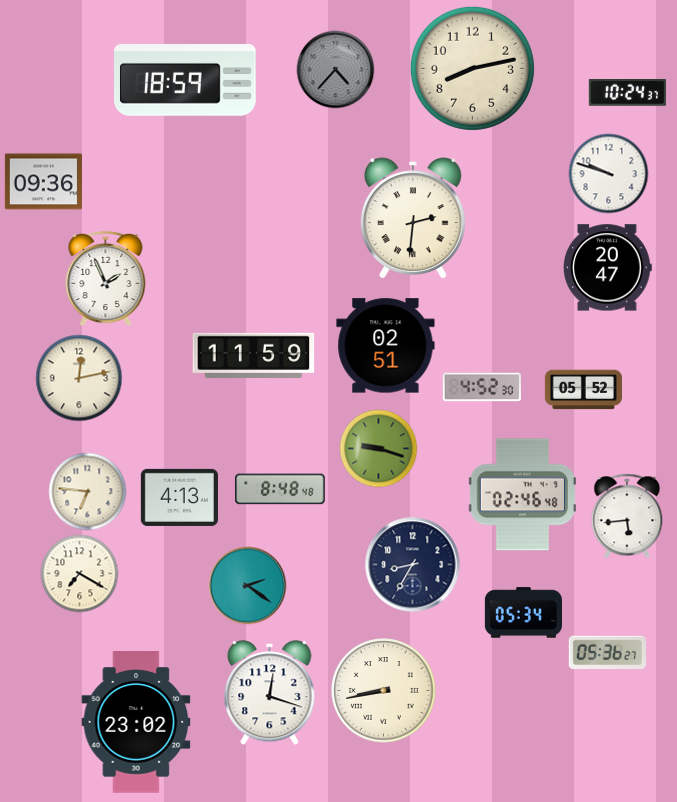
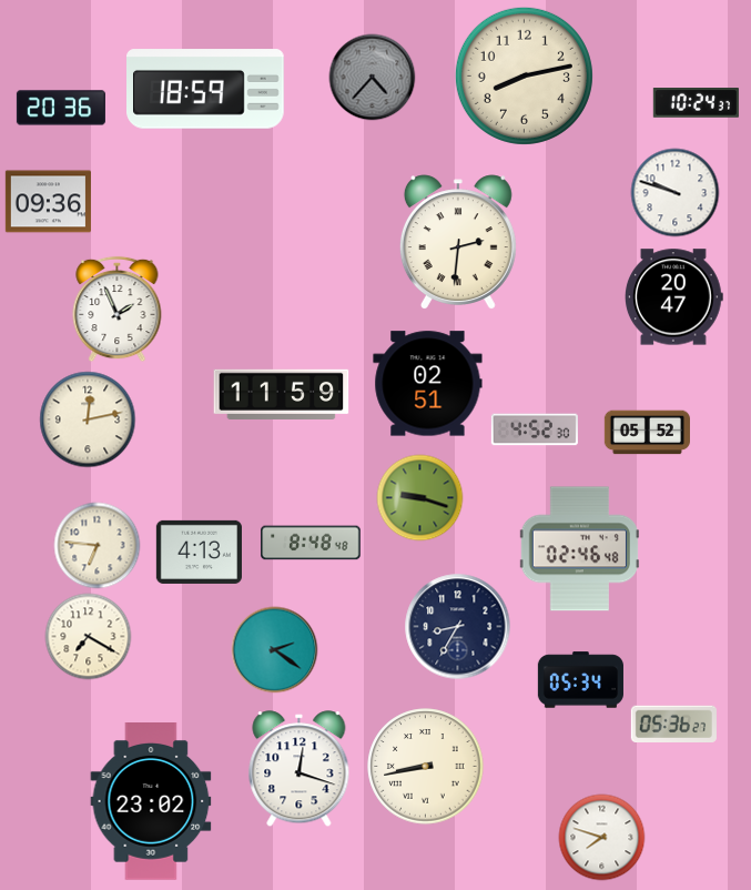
clock at (61, 108): none -> 20:36
clock at (627, 516): 5:44 -> none
clock at (601, 837): none -> 7:48
